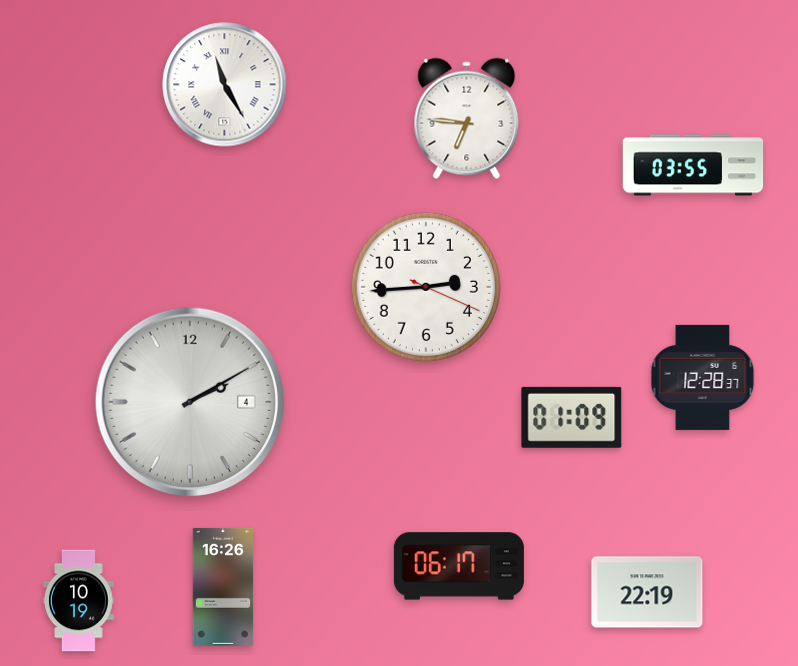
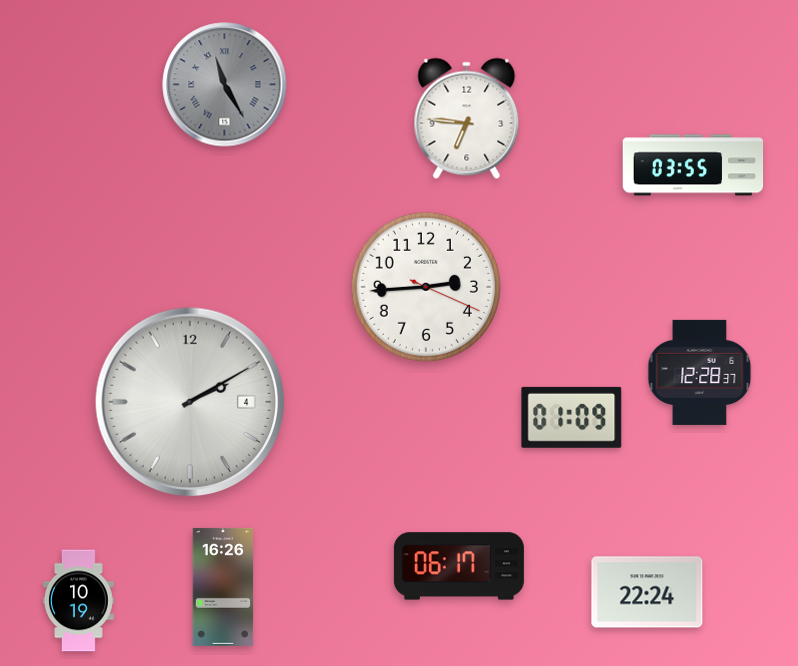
clock at (225, 85) dial: white -> grey
clock at (703, 377) position: (703, 377) -> (700, 372)
clock at (647, 592): 22:19 -> 22:24
